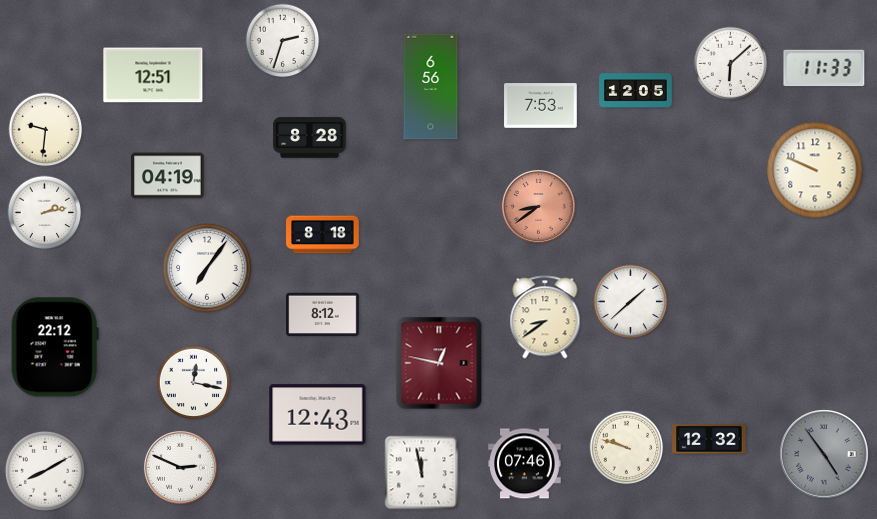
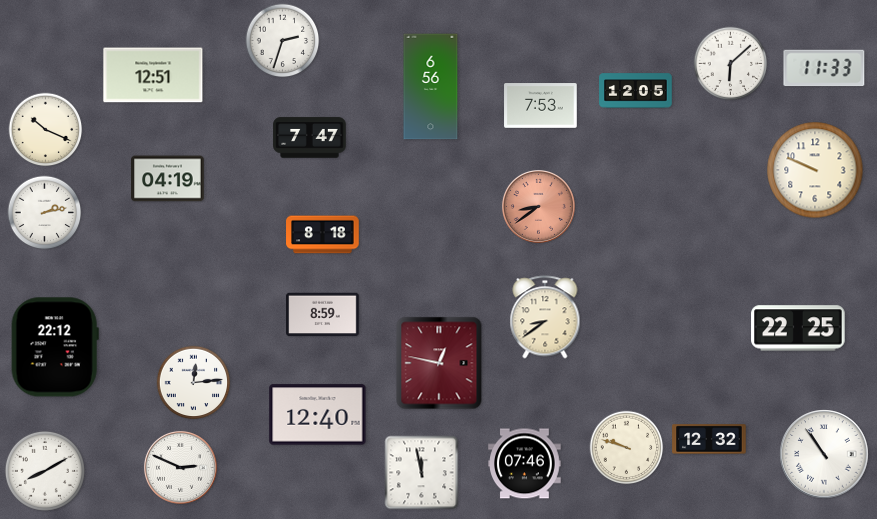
clock at (46, 130): 9:31 -> 10:19
clock at (310, 138): 8:28 -> 7:47
clock at (168, 176) position: (168, 176) -> (168, 179)
clock at (207, 268): 7:06 -> none
clock at (631, 302): 1:38 -> none
clock at (323, 315): 8:12 -> 8:59
clock at (798, 328): none -> 22:25
clock at (194, 383): 12:17 -> 12:14
clock at (318, 415): 12:43 -> 12:40
clock at (824, 454): 4:54 -> 10:54
clock at (824, 454) dial: grey -> white
